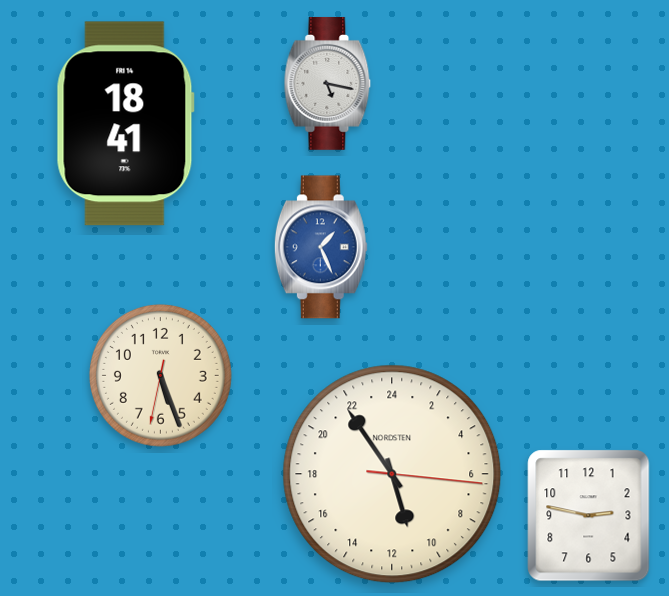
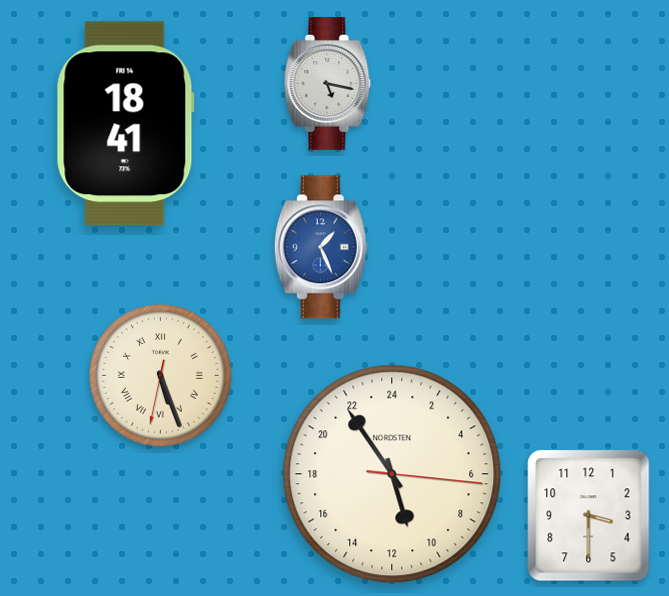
clock at (160, 375) numerals: Arabic -> Roman
clock at (589, 516): 2:47 -> 3:30
